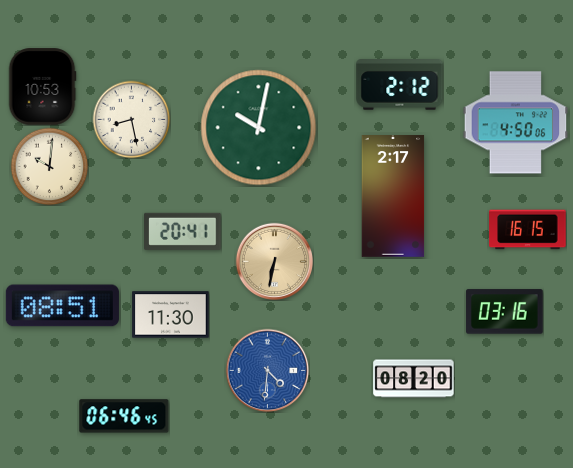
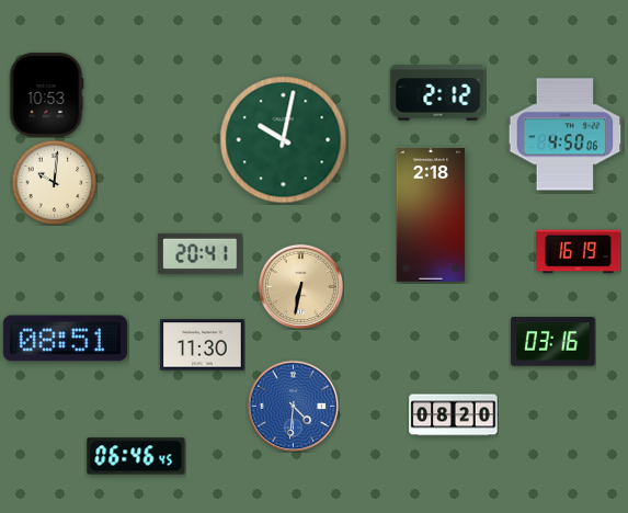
clock at (131, 119): 8:28 -> none
clock at (393, 196): 2:17 -> 2:18
clock at (528, 230): 16:15 -> 16:19
clock at (62, 306) position: (62, 306) -> (65, 339)
clock at (171, 315) position: (171, 315) -> (203, 345)
